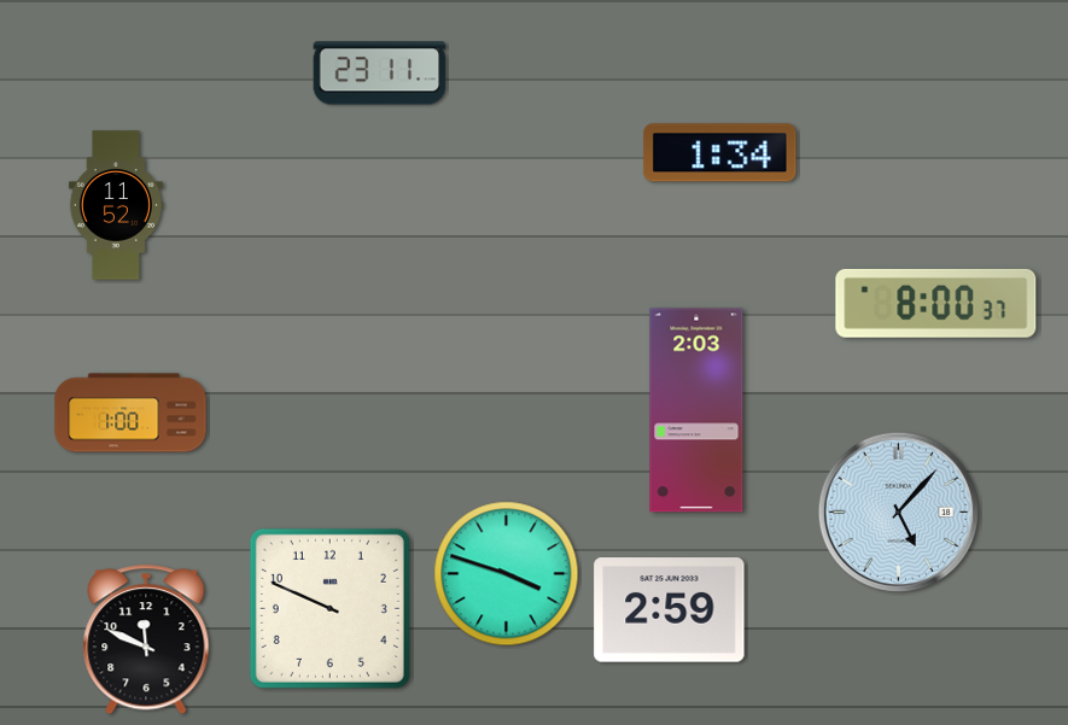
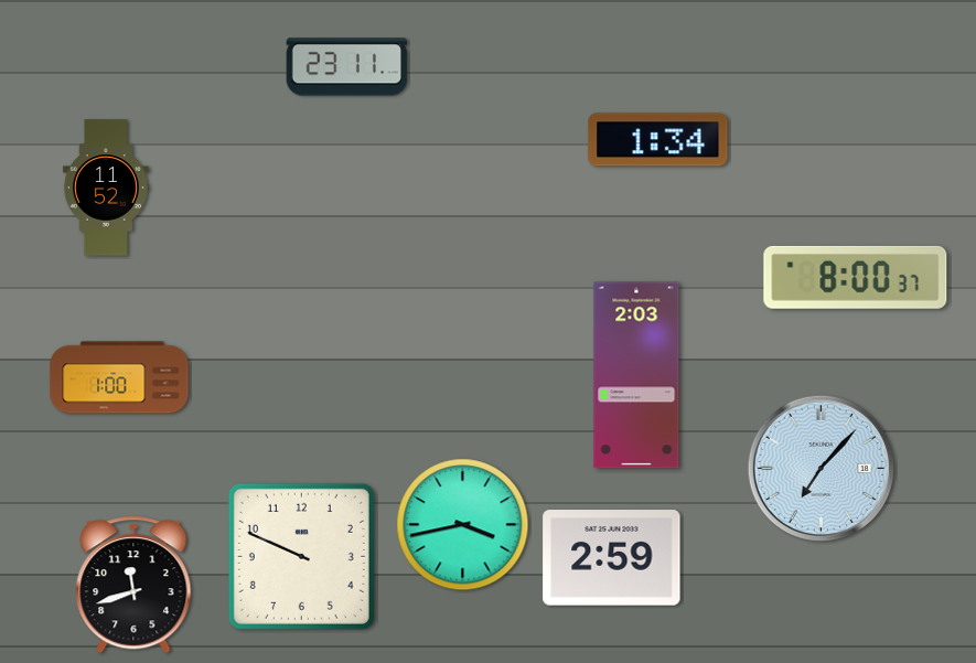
clock at (898, 511): 5:07 -> 7:07
clock at (507, 574): 3:48 -> 3:43
clock at (146, 639): 11:49 -> 11:42
